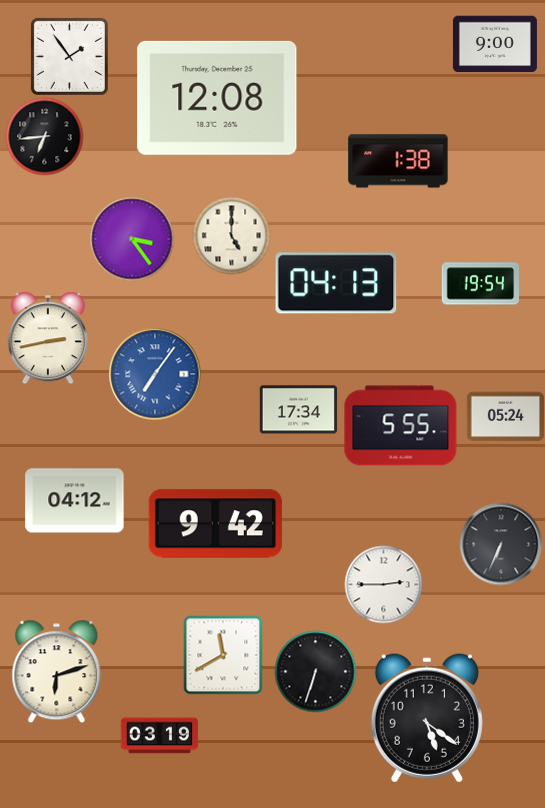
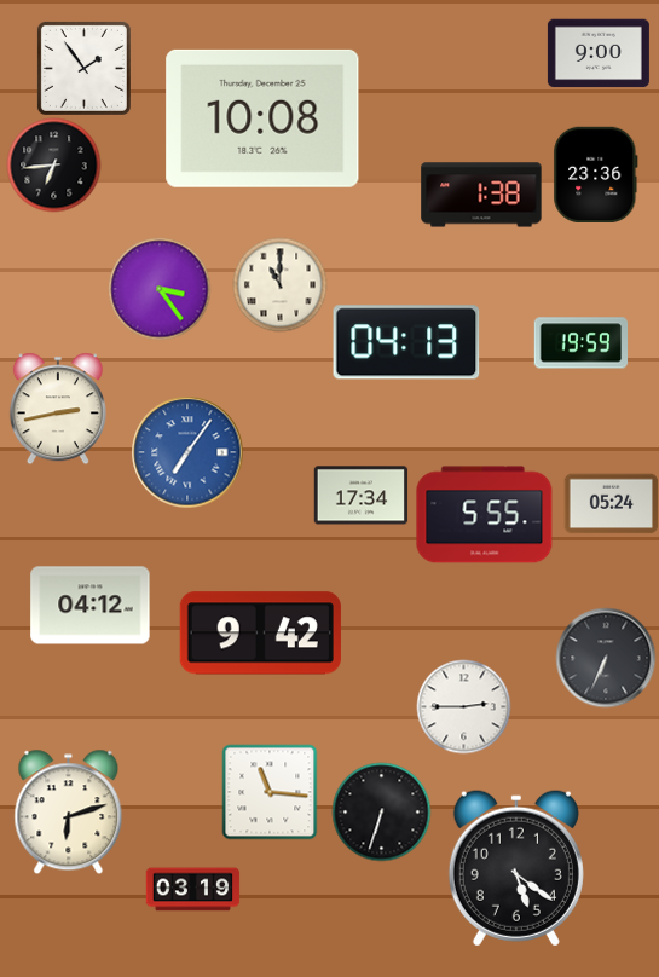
clock at (217, 98): 12:08 -> 10:08
clock at (596, 174): none -> 23:36
clock at (231, 235): 5:00 -> 11:00
clock at (480, 284): 19:54 -> 19:59
clock at (223, 655): 11:40 -> 11:16
